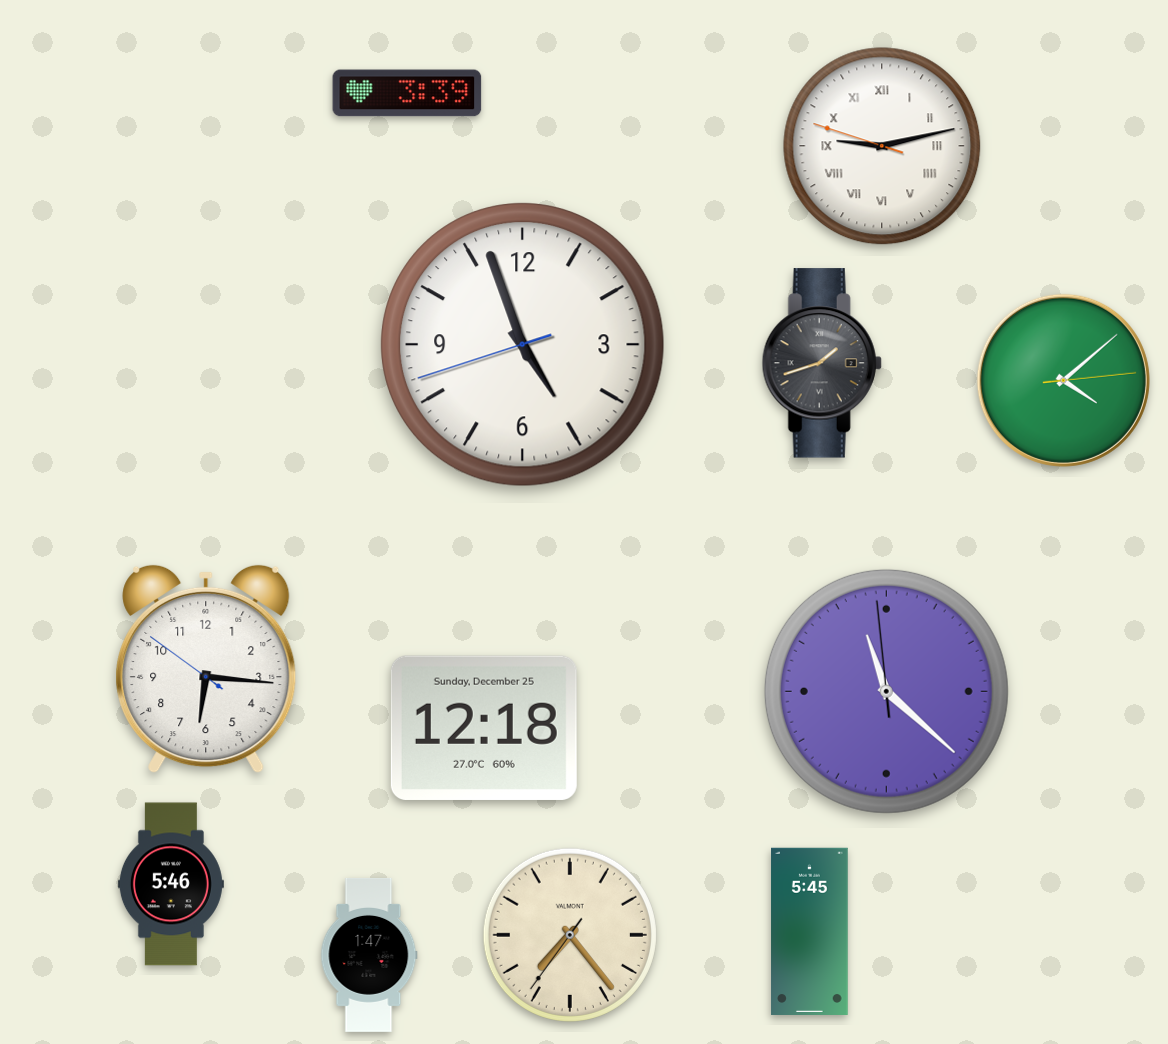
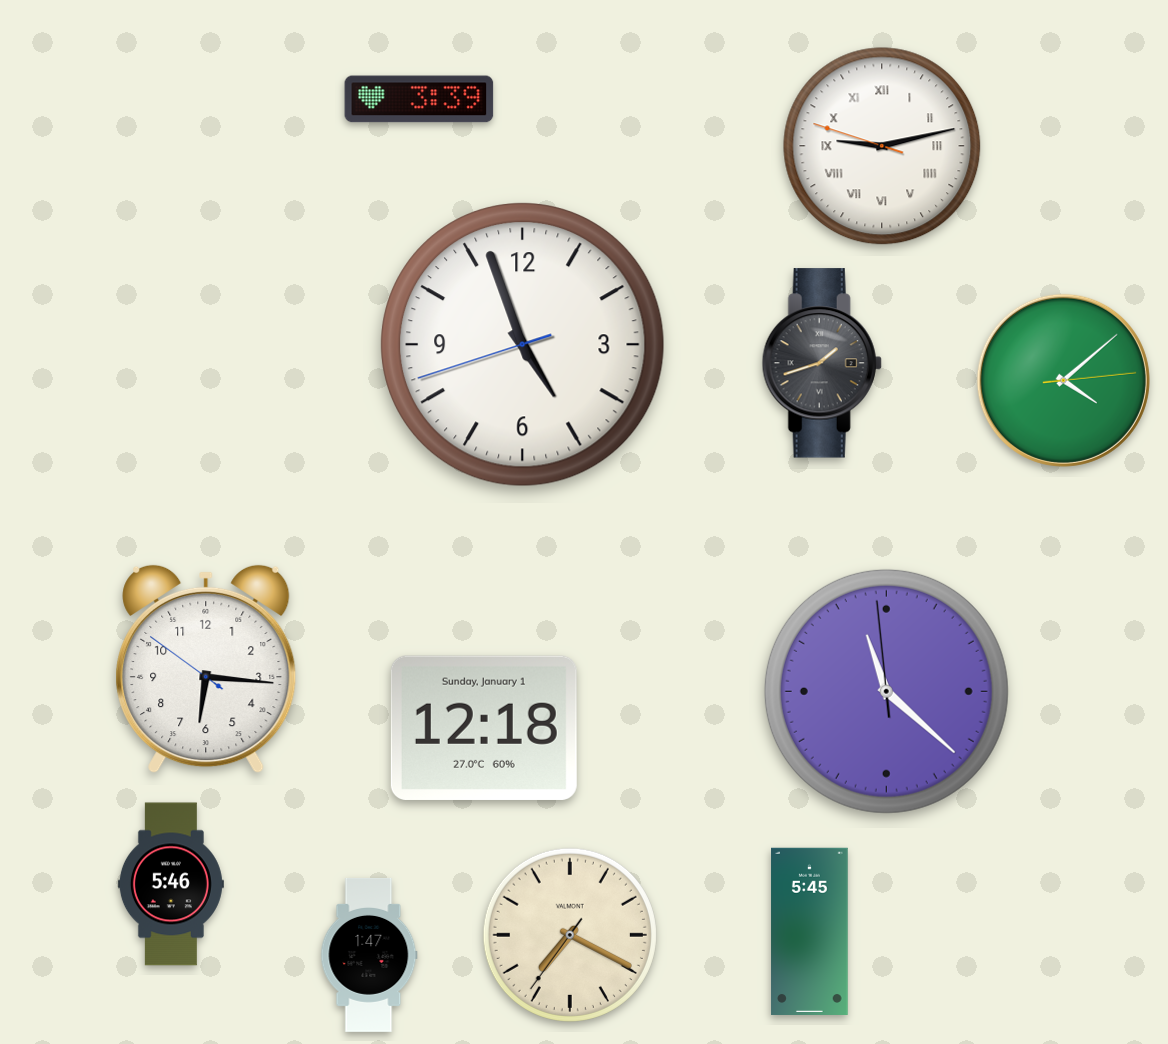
clock at (407, 93) position: (407, 93) -> (419, 99)
clock at (484, 728) date: Sunday, December 25 -> Sunday, January 1
clock at (570, 935): 7:23 -> 7:19
